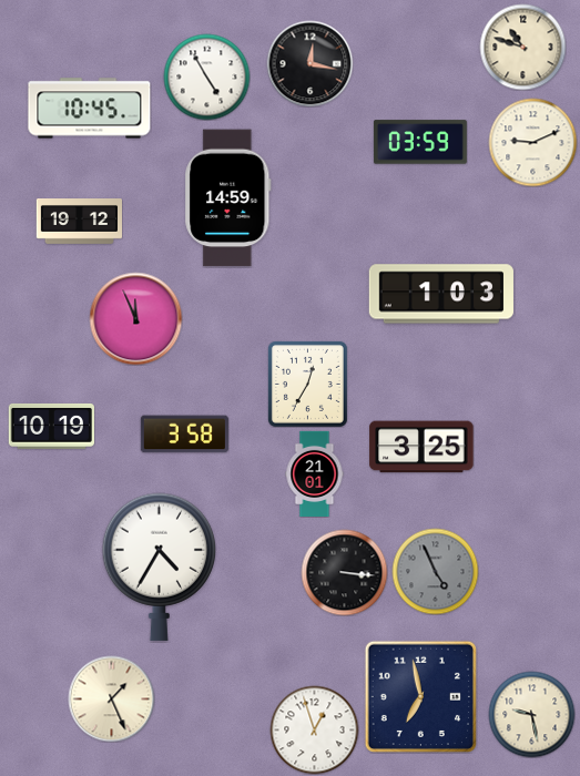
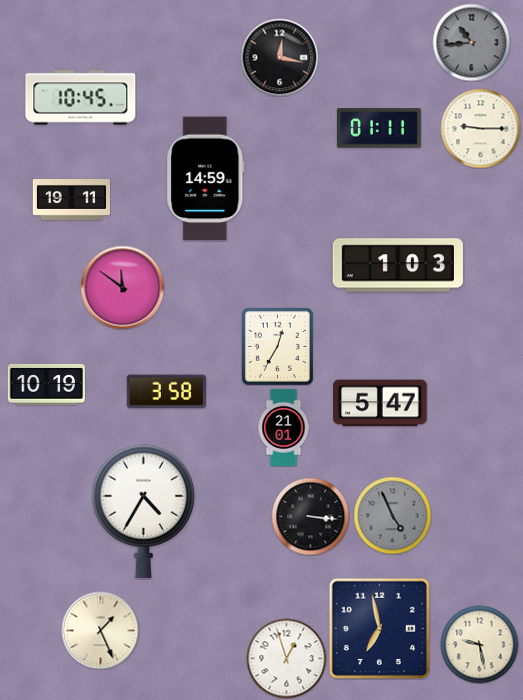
clock at (522, 47): 10:48 -> 10:44
clock at (522, 47) dial: cream -> grey
clock at (206, 76): 4:55 -> none
clock at (420, 142): 03:59 -> 01:11
clock at (532, 142): 9:11 -> 9:15
clock at (79, 222): 19:12 -> 19:11
clock at (135, 318): 11:56 -> 11:51
clock at (421, 447): 3:25 -> 5:47
clock at (314, 729) position: (314, 729) -> (286, 658)
